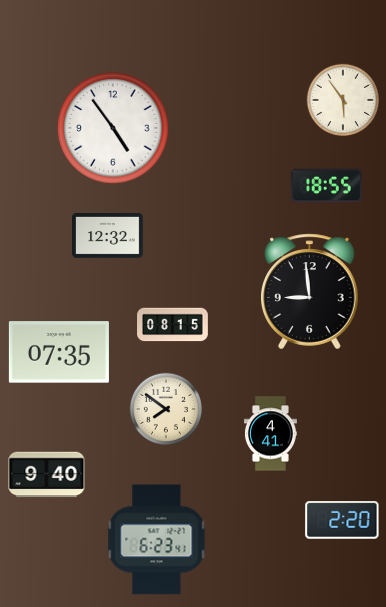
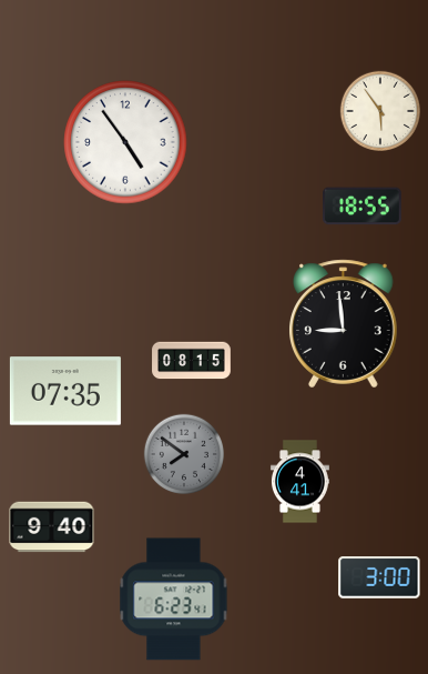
clock at (108, 236): 12:32 -> none
clock at (165, 408) dial: cream -> grey
clock at (342, 521): 2:20 -> 3:00
